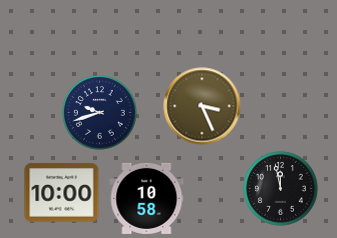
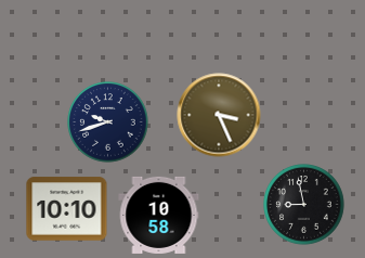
clock at (281, 189): 11:58 -> 8:58
clock at (62, 193): 10:00 -> 10:10
